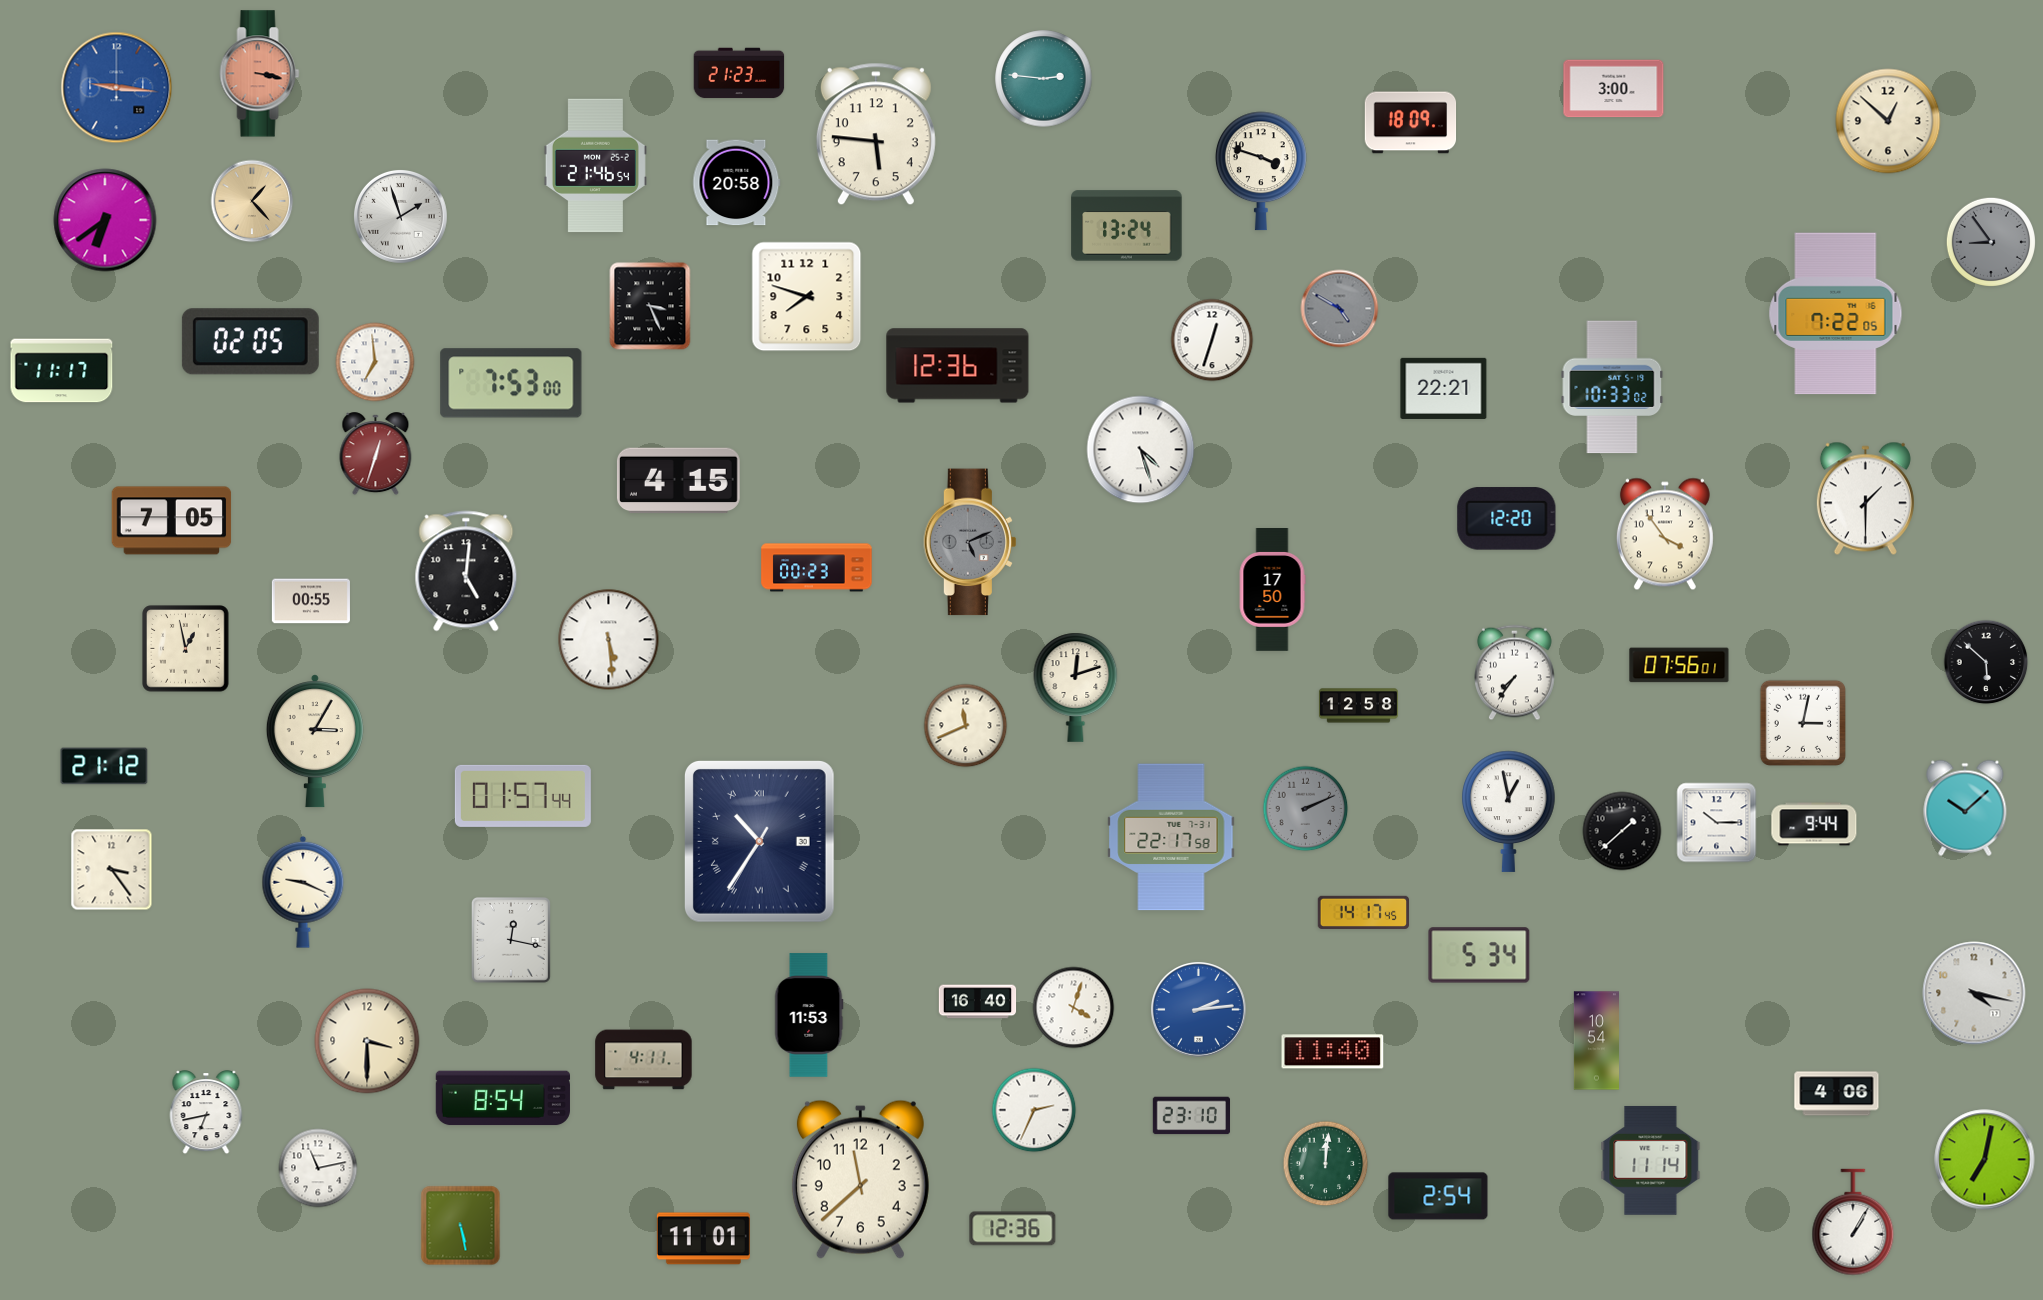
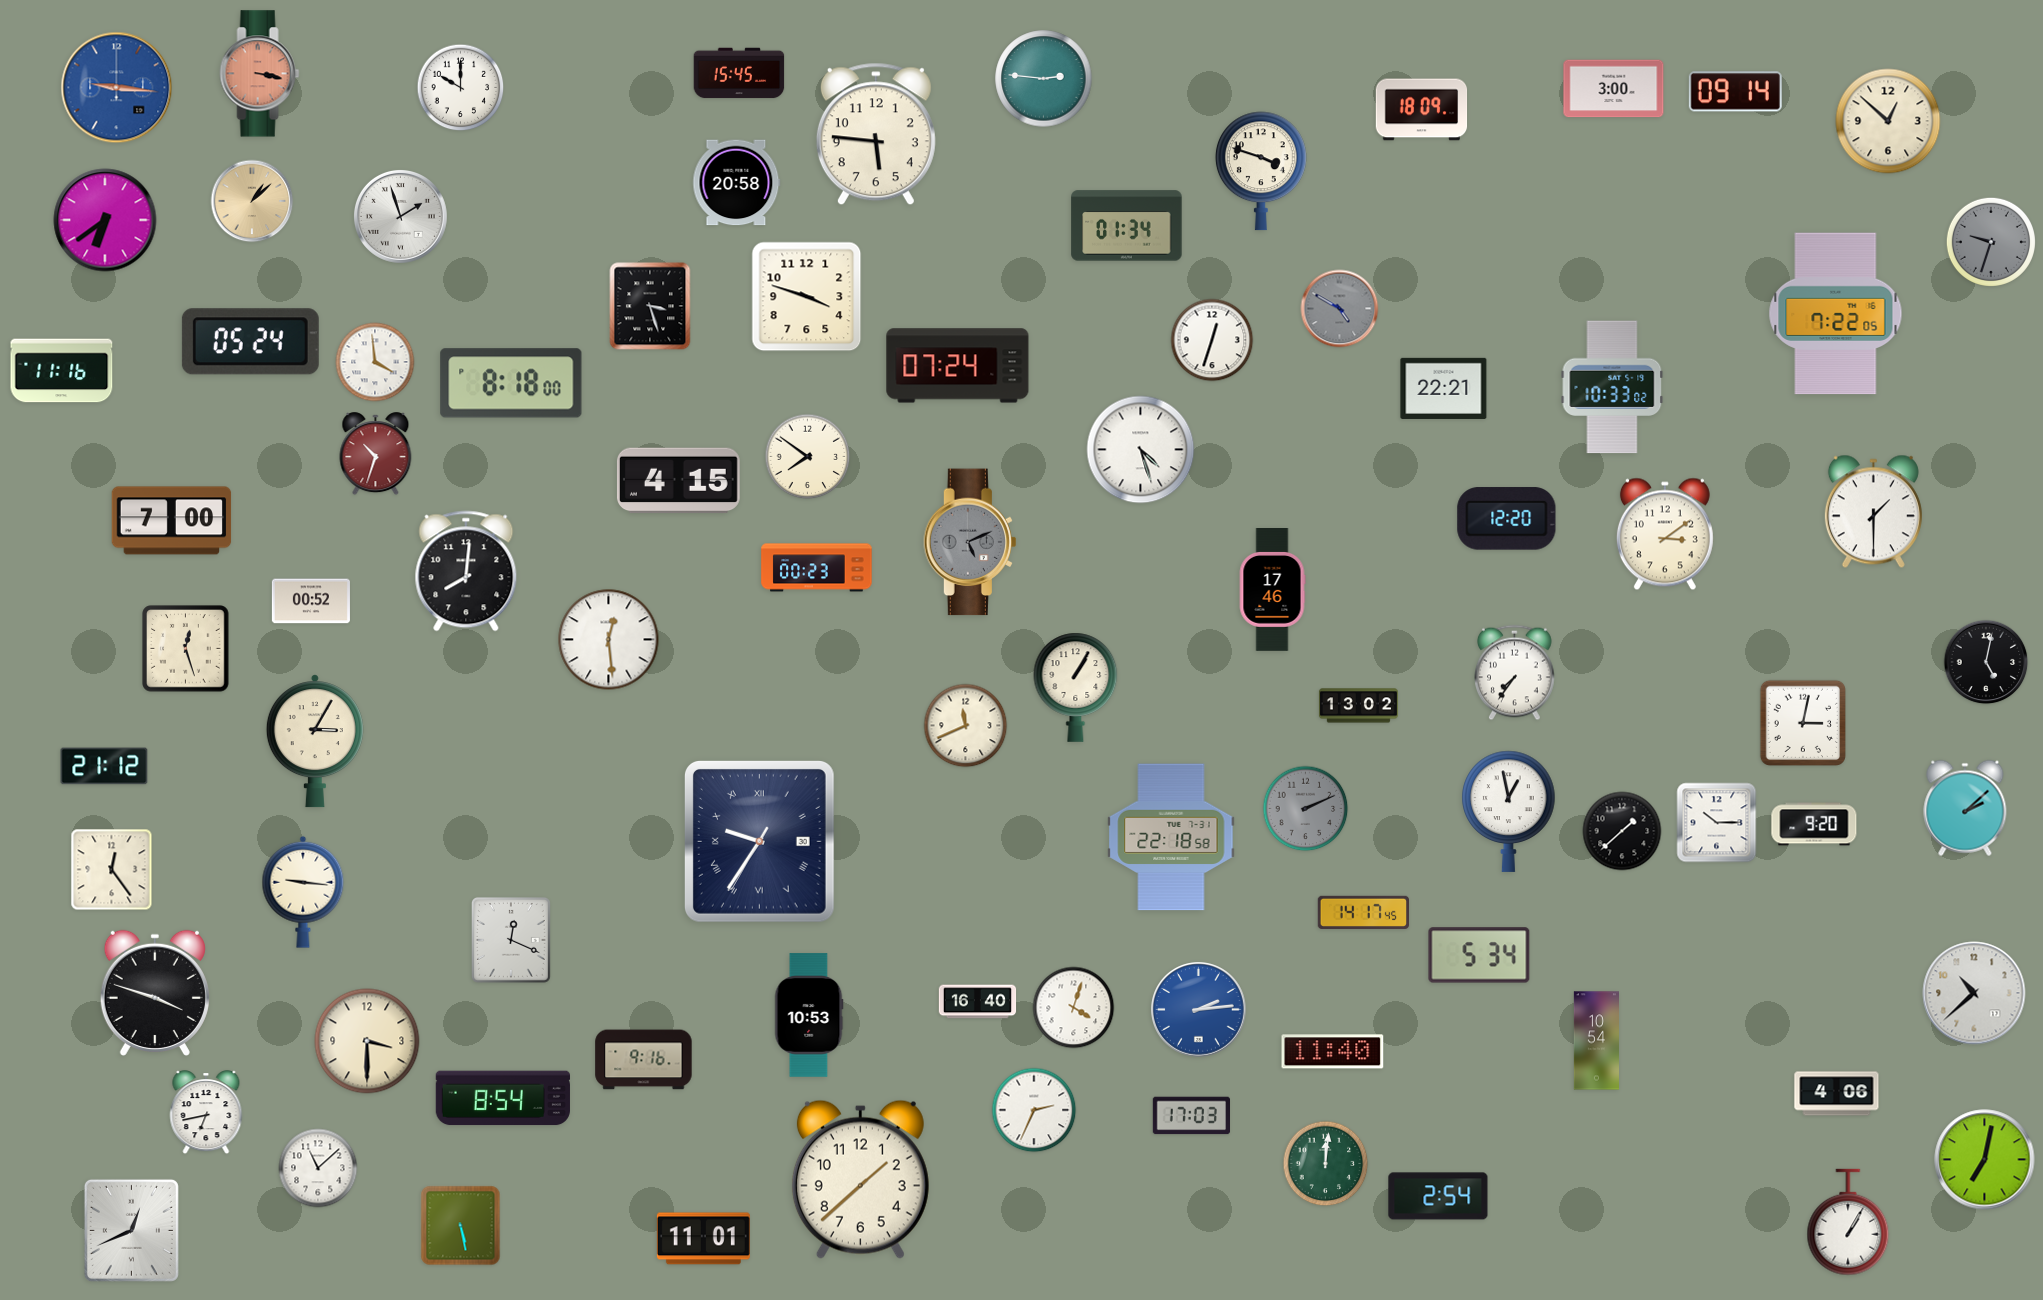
clock at (739, 73): 21:23 -> 15:45
clock at (461, 88): none -> 10:00
clock at (1735, 92): none -> 09:14
clock at (1411, 123) position: (1411, 123) -> (1422, 110)
clock at (595, 166): 21:46 -> none
clock at (252, 201): 1:23 -> 1:08
clock at (1127, 226): 13:24 -> 01:34
clock at (1991, 242): 8:54 -> 9:33
clock at (807, 297): 7:48 -> 3:48
clock at (650, 306): 3:26 -> 3:27
clock at (250, 342): 02:05 -> 05:24
clock at (375, 362): 6:59 -> 3:59
clock at (958, 366): 12:36 -> 07:24
clock at (62, 371): 11:17 -> 11:16
clock at (511, 383): 7:53 -> 8:18
clock at (376, 454): 12:33 -> 10:33
clock at (808, 457): none -> 7:51
clock at (1865, 499) position: (1865, 499) -> (1873, 512)
clock at (172, 521): 7:05 -> 7:00
clock at (1665, 534): 3:54 -> 3:09
clock at (466, 571): 5:01 -> 8:01
clock at (1272, 590): 17:50 -> 17:46
clock at (311, 601): 00:55 -> 00:52
clock at (609, 640): 5:29 -> 12:29
clock at (186, 649): 12:58 -> 12:27
clock at (1986, 662): 5:52 -> 5:02
clock at (1679, 665): 07:56 -> none
clock at (1076, 687): 12:12 -> 1:05
clock at (1358, 706): 12:58 -> 13:02
clock at (523, 796): 01:57 -> none
clock at (1965, 808): 10:08 -> 2:08
clock at (1814, 824): 9:44 -> 9:20
clock at (1171, 837): 22:17 -> 22:18
clock at (759, 841): 10:35 -> 9:35
clock at (112, 870): 3:24 -> 12:24
clock at (303, 892): 9:19 -> 9:16
clock at (511, 940): 12:17 -> 12:19
clock at (155, 993): none -> 3:48
clock at (1974, 993): 4:17 -> 10:38
clock at (809, 1015): 11:53 -> 10:53
clock at (644, 1060): 4:11 -> 9:16
clock at (1191, 1116): 23:10 -> 17:03
clock at (1651, 1160): 11:14 -> none
clock at (318, 1168): 11:13 -> 11:08
clock at (860, 1179): 11:38 -> 1:38
clock at (1853, 1222) position: (1853, 1222) -> (1848, 1222)
clock at (1013, 1229): 12:36 -> none
clock at (131, 1230): none -> 12:41
